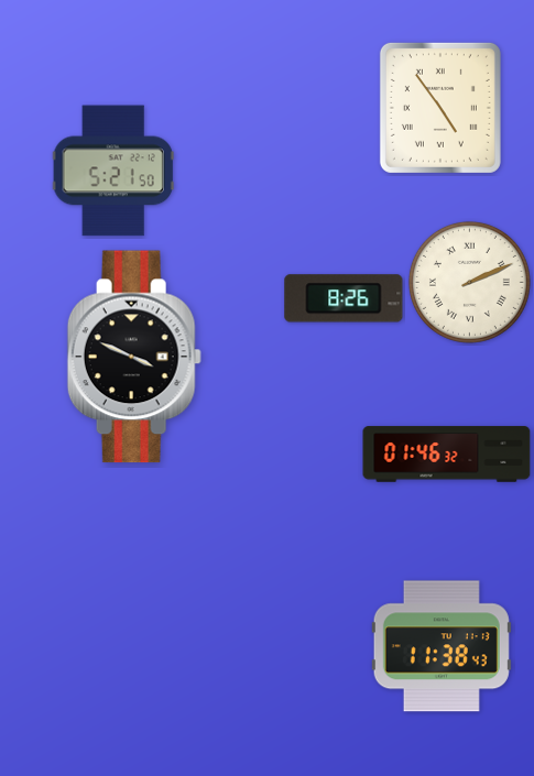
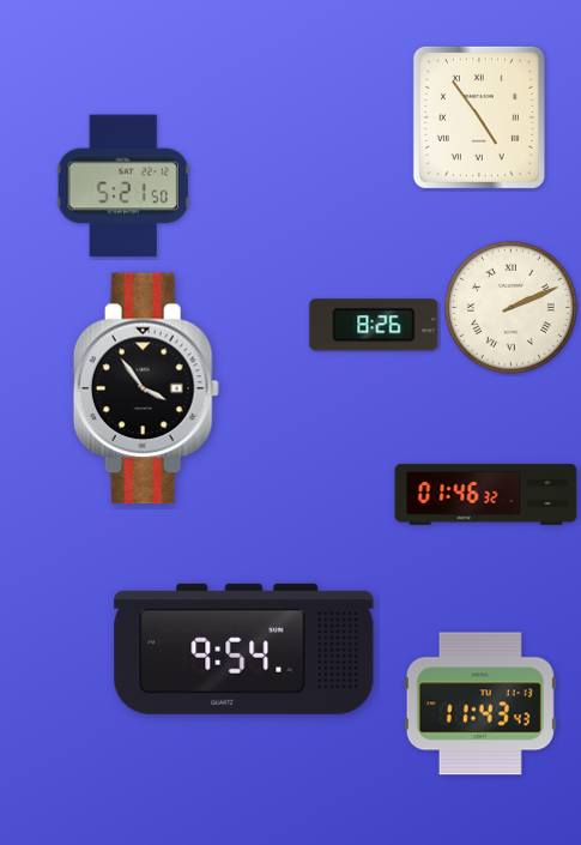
clock at (134, 357): 3:49 -> 3:54
clock at (244, 648): none -> 9:54
clock at (442, 646): 11:38 -> 11:43
